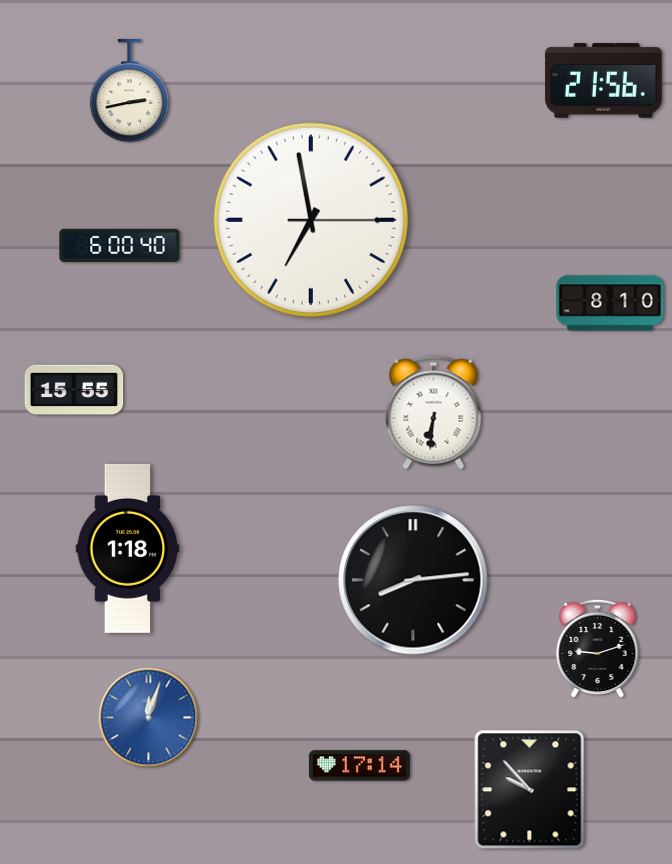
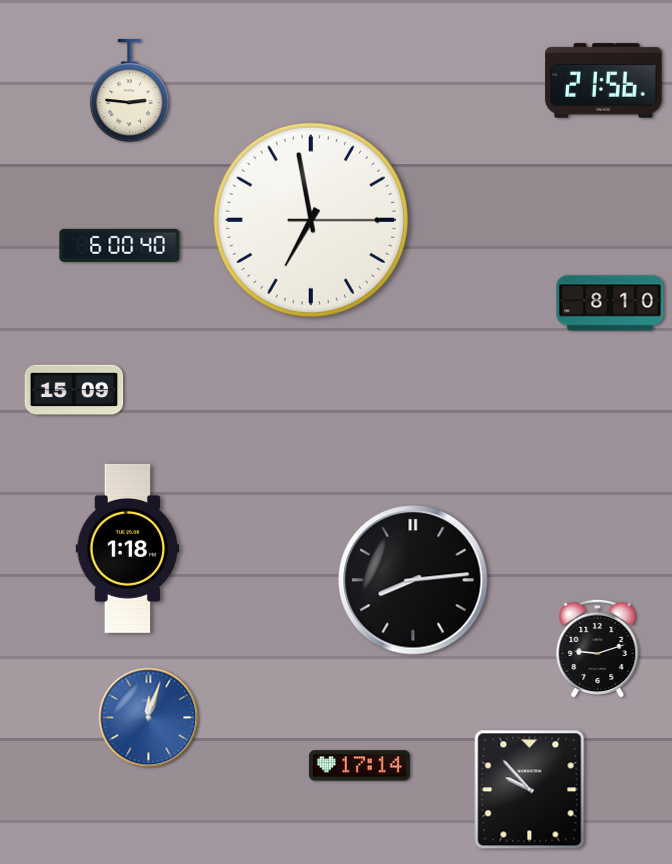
clock at (129, 91): 2:43 -> 2:46
clock at (74, 390): 15:55 -> 15:09
clock at (434, 413): 6:31 -> none
